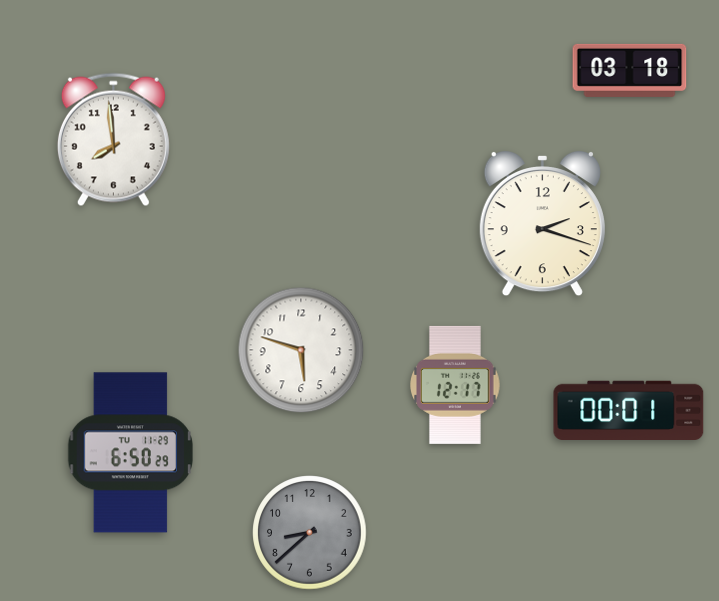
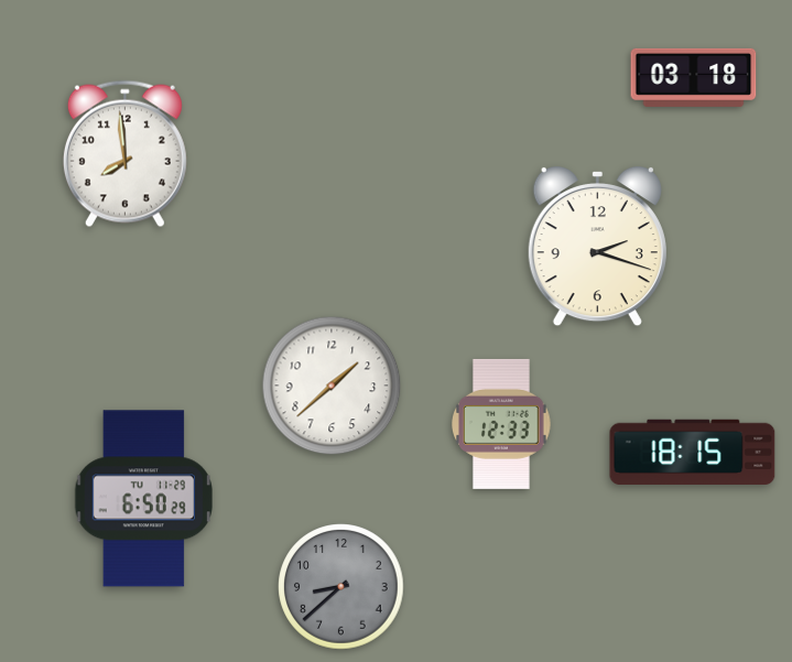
clock at (301, 350): 5:48 -> 1:38
clock at (456, 385): 12:17 -> 12:33
clock at (629, 411): 00:01 -> 18:15
